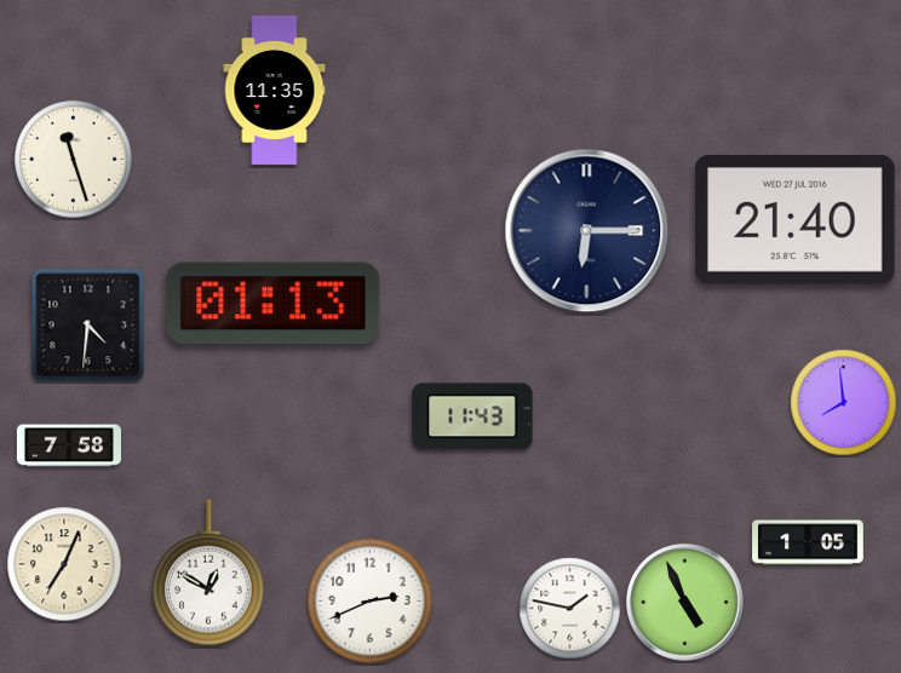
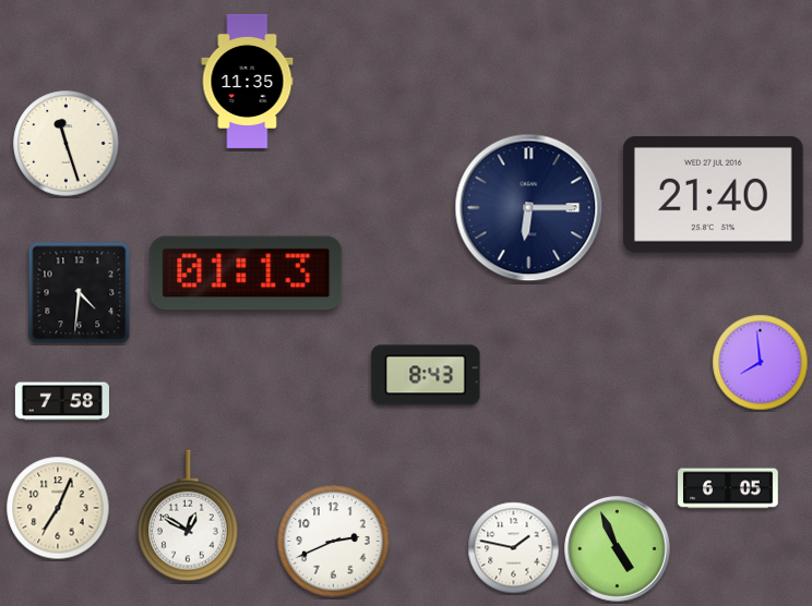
clock at (796, 219) position: (796, 219) -> (714, 194)
clock at (472, 416): 11:43 -> 8:43
clock at (808, 542): 1:05 -> 6:05
clock at (685, 603) position: (685, 603) -> (618, 549)
